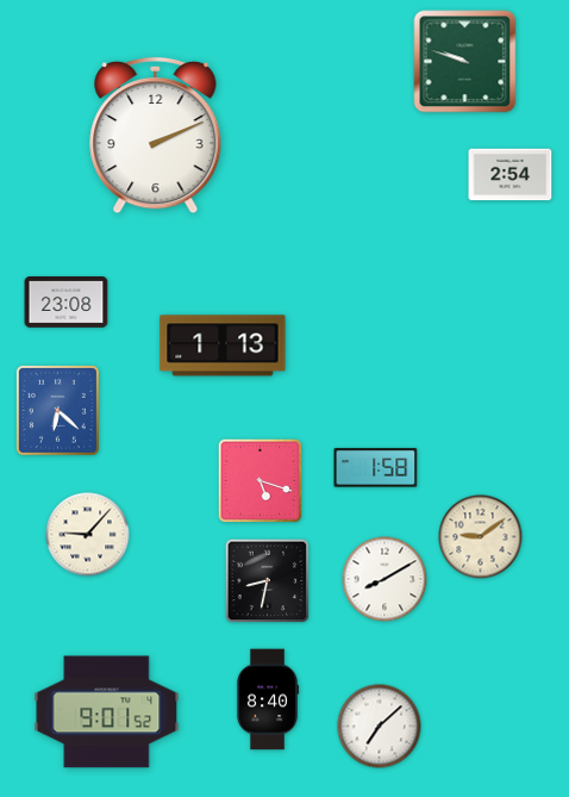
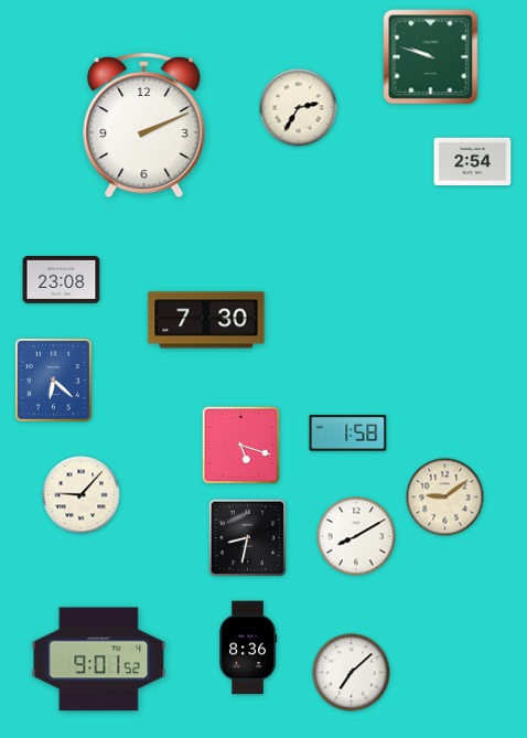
clock at (299, 108): none -> 2:35
clock at (223, 345): 1:13 -> 7:30
clock at (268, 699): 8:40 -> 8:36
